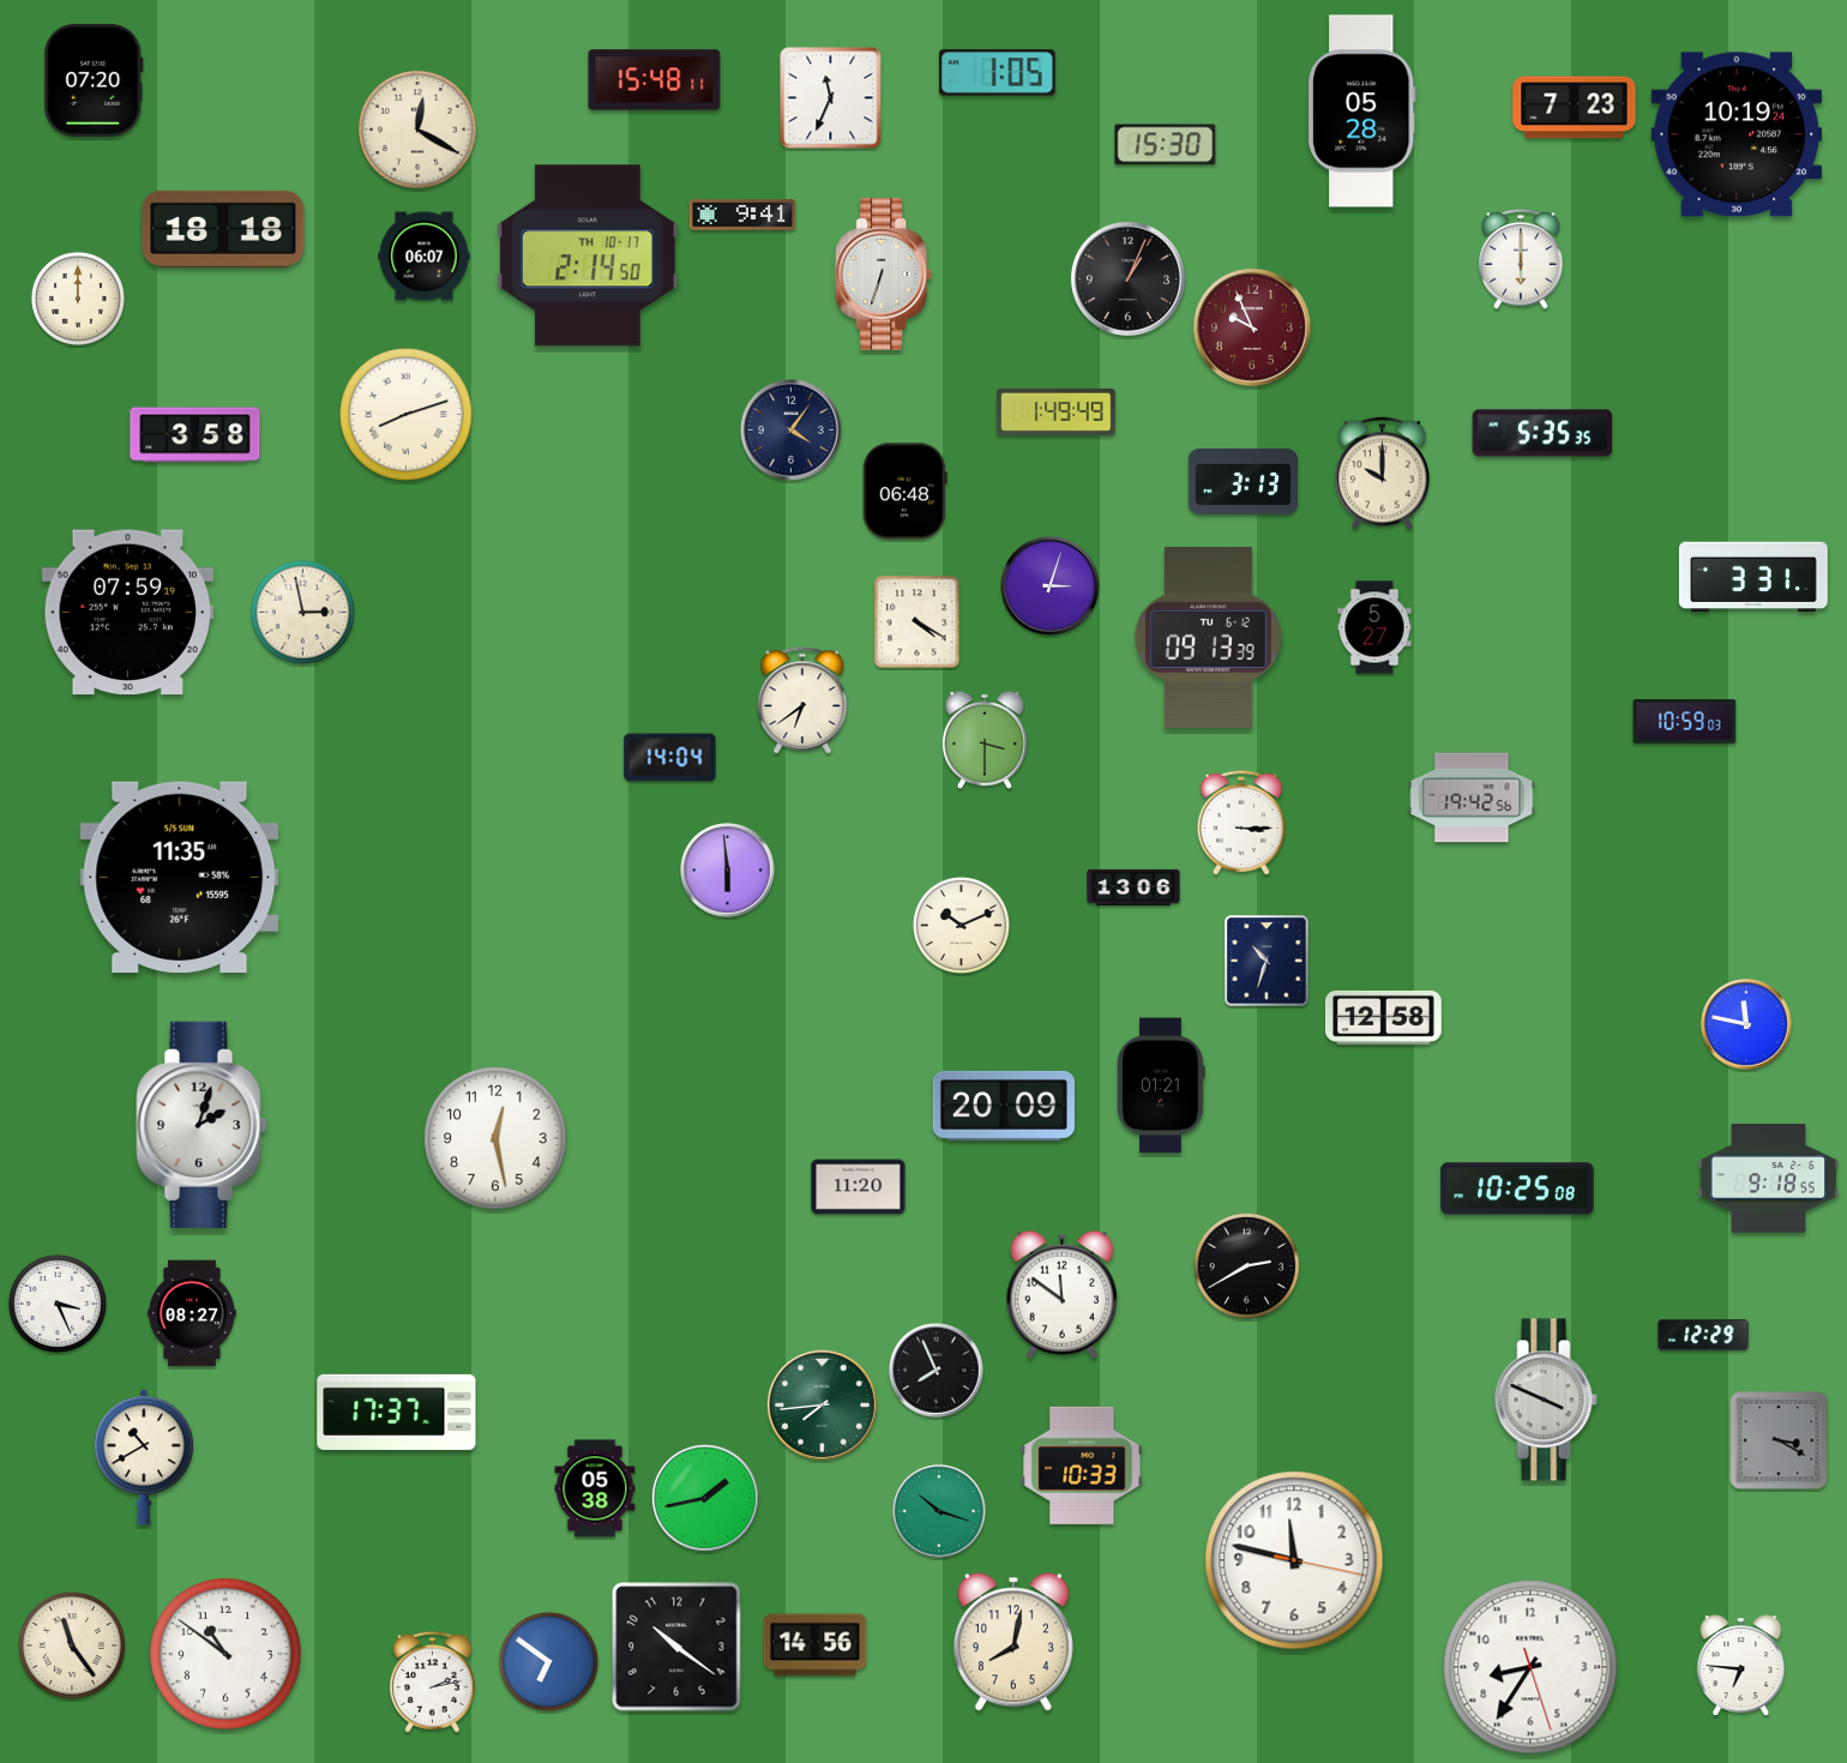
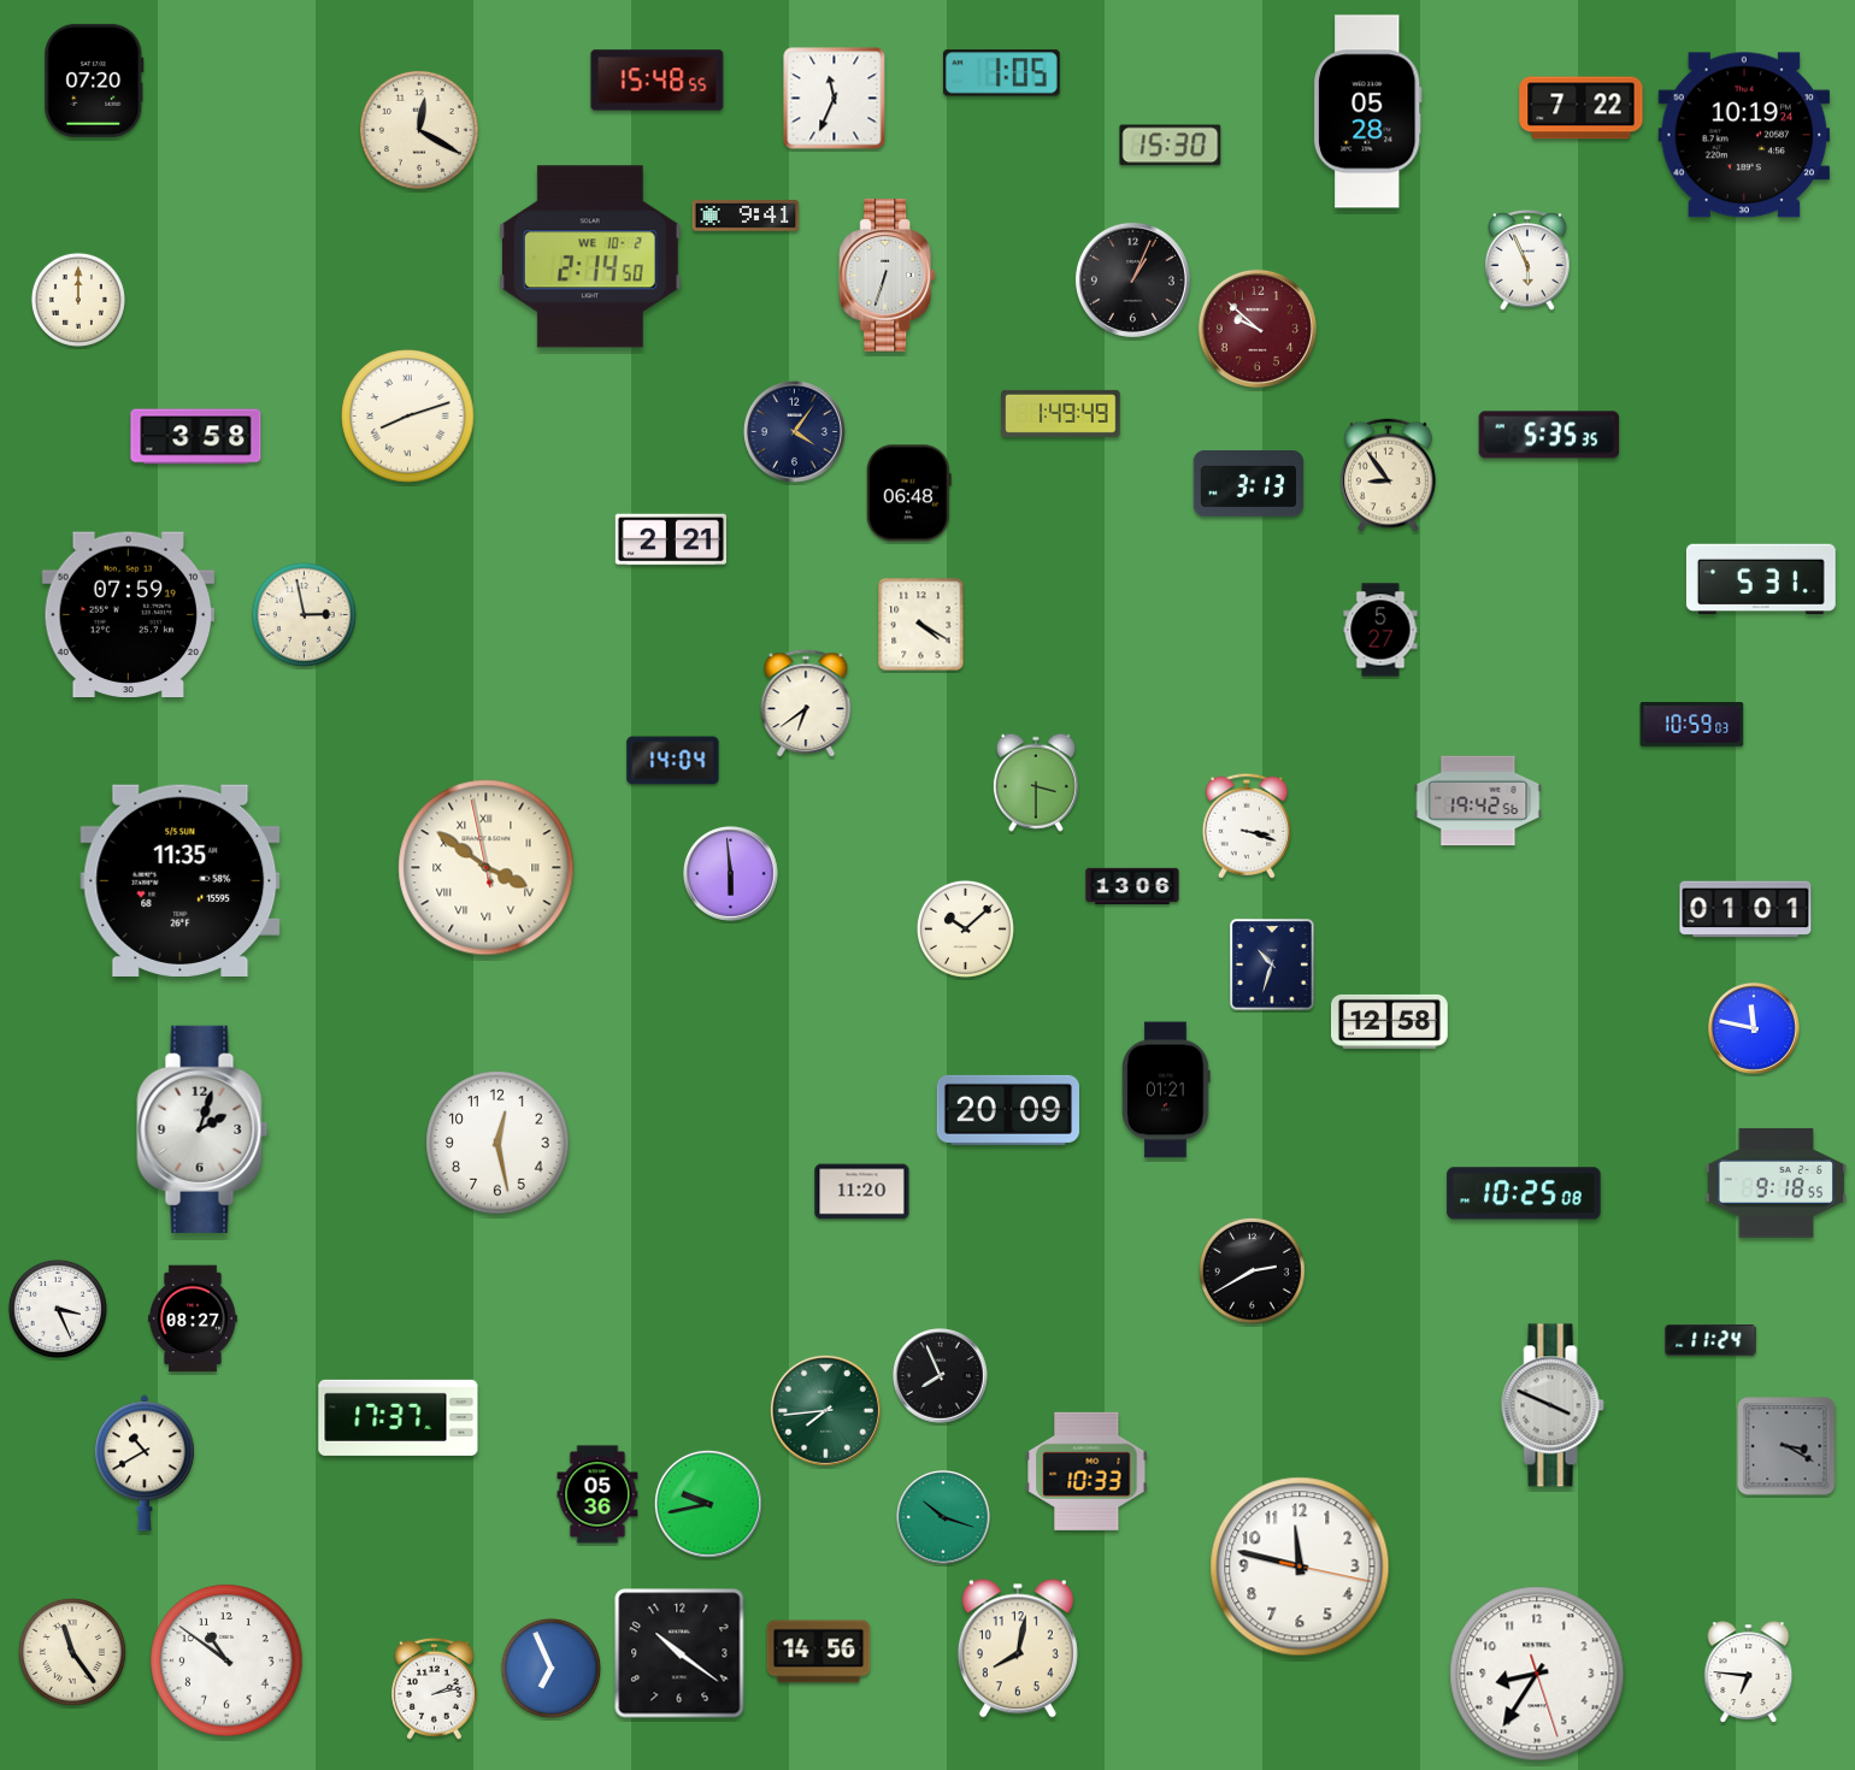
clock at (655, 80): 15:48:11 -> 15:48:55
clock at (1575, 108): 7:23 -> 7:22
clock at (223, 229): 18:18 -> none
clock at (588, 255) date: TH 10-17 -> WE 10-2
clock at (425, 257): 06:07 -> none
clock at (1521, 259): 6:00 -> 5:56
clock at (1252, 327): 9:56 -> 9:52
clock at (1383, 474): 10:00 -> 8:54
clock at (671, 539): none -> 2:21
clock at (1753, 576): 3:31 -> 5:31
clock at (1049, 585): 3:03 -> none
clock at (1208, 637): 09:13 -> none
clock at (985, 740) position: (985, 740) -> (1036, 783)
clock at (1241, 823): 3:15 -> 3:18
clock at (487, 868): none -> 3:50
clock at (1133, 887) position: (1133, 887) -> (1132, 886)
clock at (1745, 909): none -> 01:01
clock at (961, 925): 10:11 -> 10:08
clock at (1061, 1294): 11:51 -> none
clock at (1703, 1335): 12:29 -> 11:24
clock at (595, 1488): 05:38 -> 05:36
clock at (705, 1498): 1:43 -> 9:43
clock at (548, 1661): 6:51 -> 6:56
